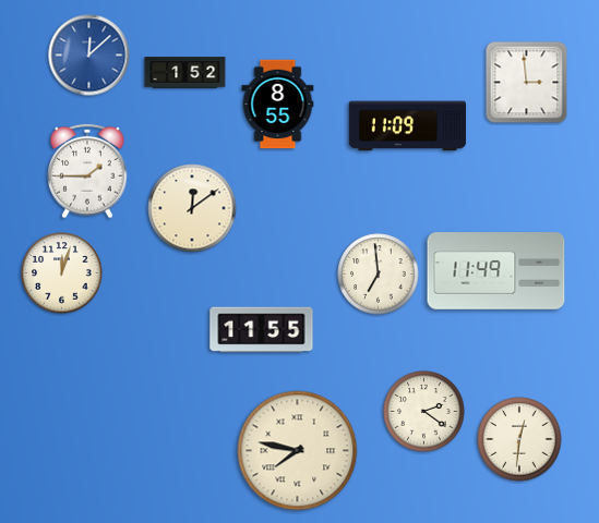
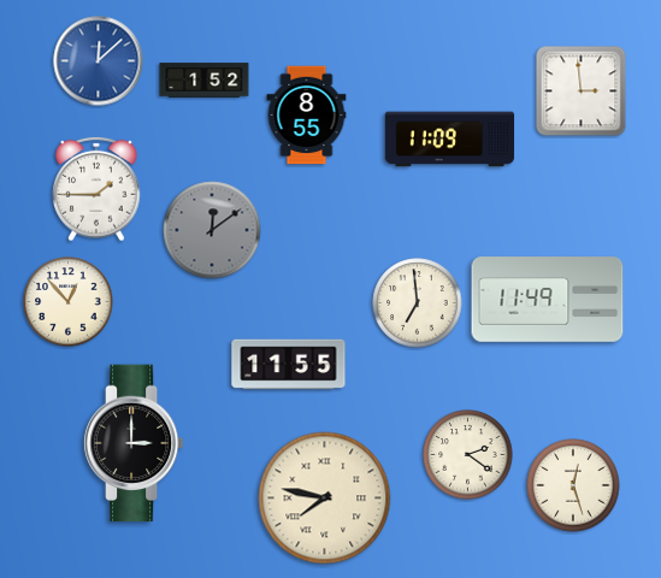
clock at (192, 208) dial: cream -> grey
clock at (62, 273): 12:03 -> 12:53
clock at (134, 443): none -> 3:00
clock at (519, 439): 12:31 -> 12:27
clock at (298, 451) position: (298, 451) -> (325, 499)
